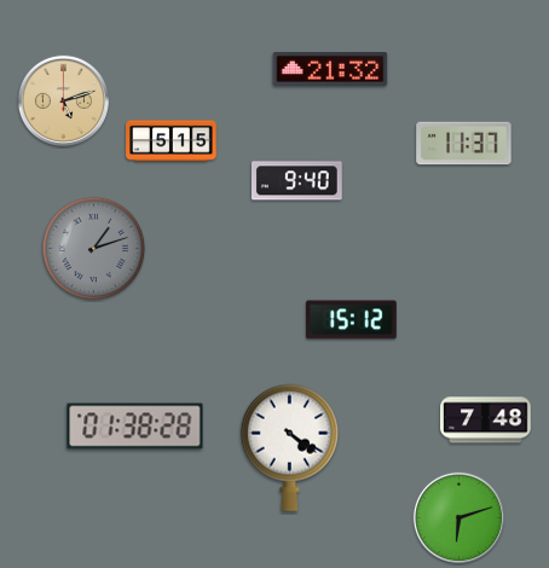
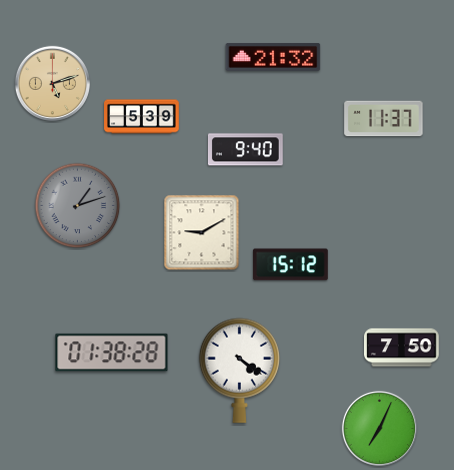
clock at (172, 141): 5:15 -> 5:39
clock at (202, 233): none -> 9:10
clock at (486, 421): 7:48 -> 7:50
clock at (458, 517): 6:12 -> 7:04
